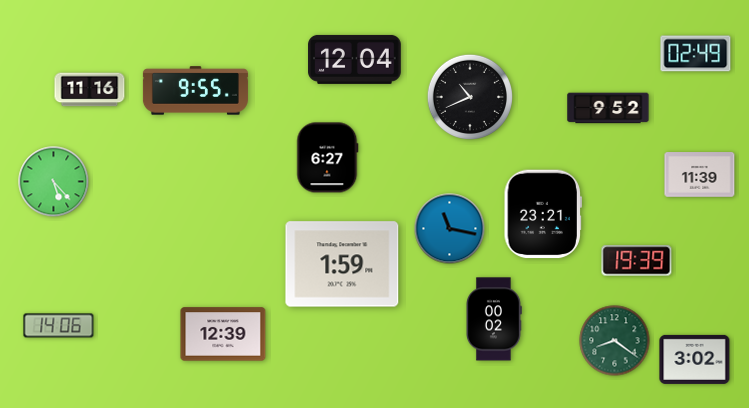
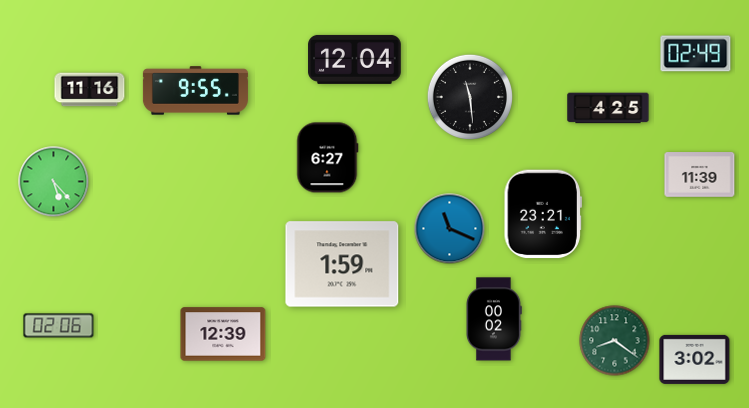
clock at (470, 97): 10:41 -> 11:29
clock at (608, 108): 9:52 -> 4:25
clock at (450, 229): 11:17 -> 11:19
clock at (637, 261): 19:39 -> none
clock at (59, 326): 14:06 -> 02:06
